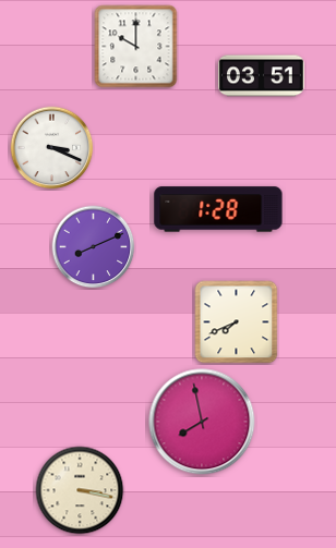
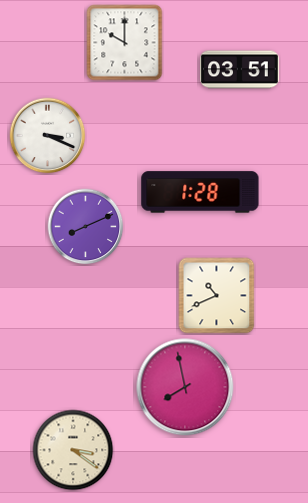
clock at (237, 322): 7:41 -> 10:41
clock at (80, 490): 3:17 -> 3:21
